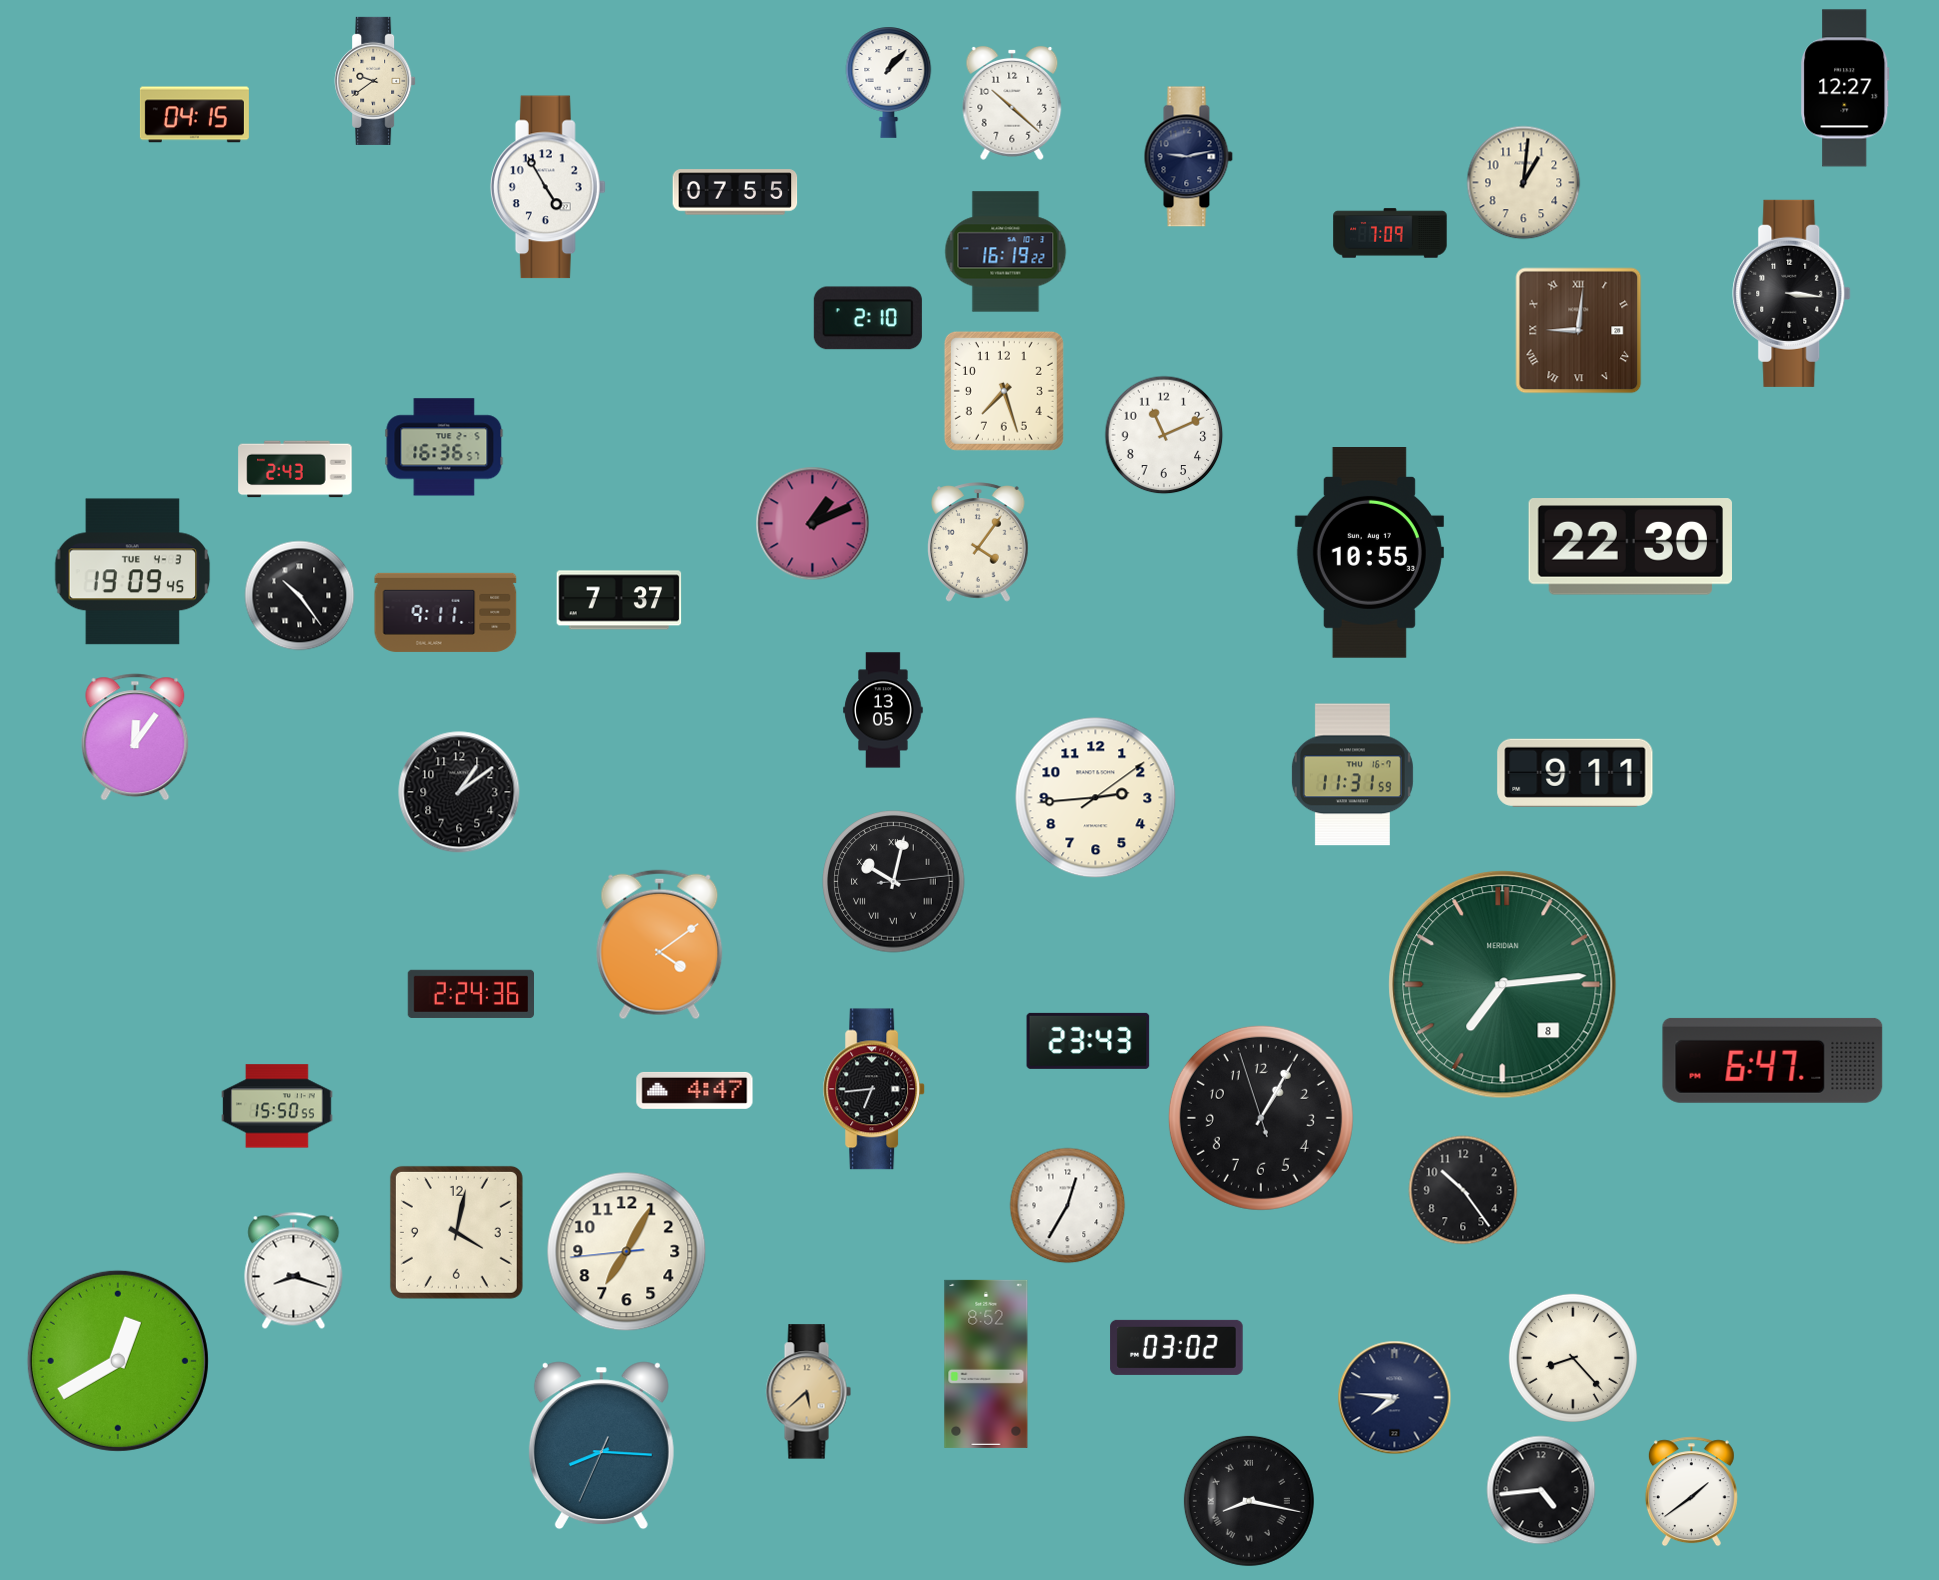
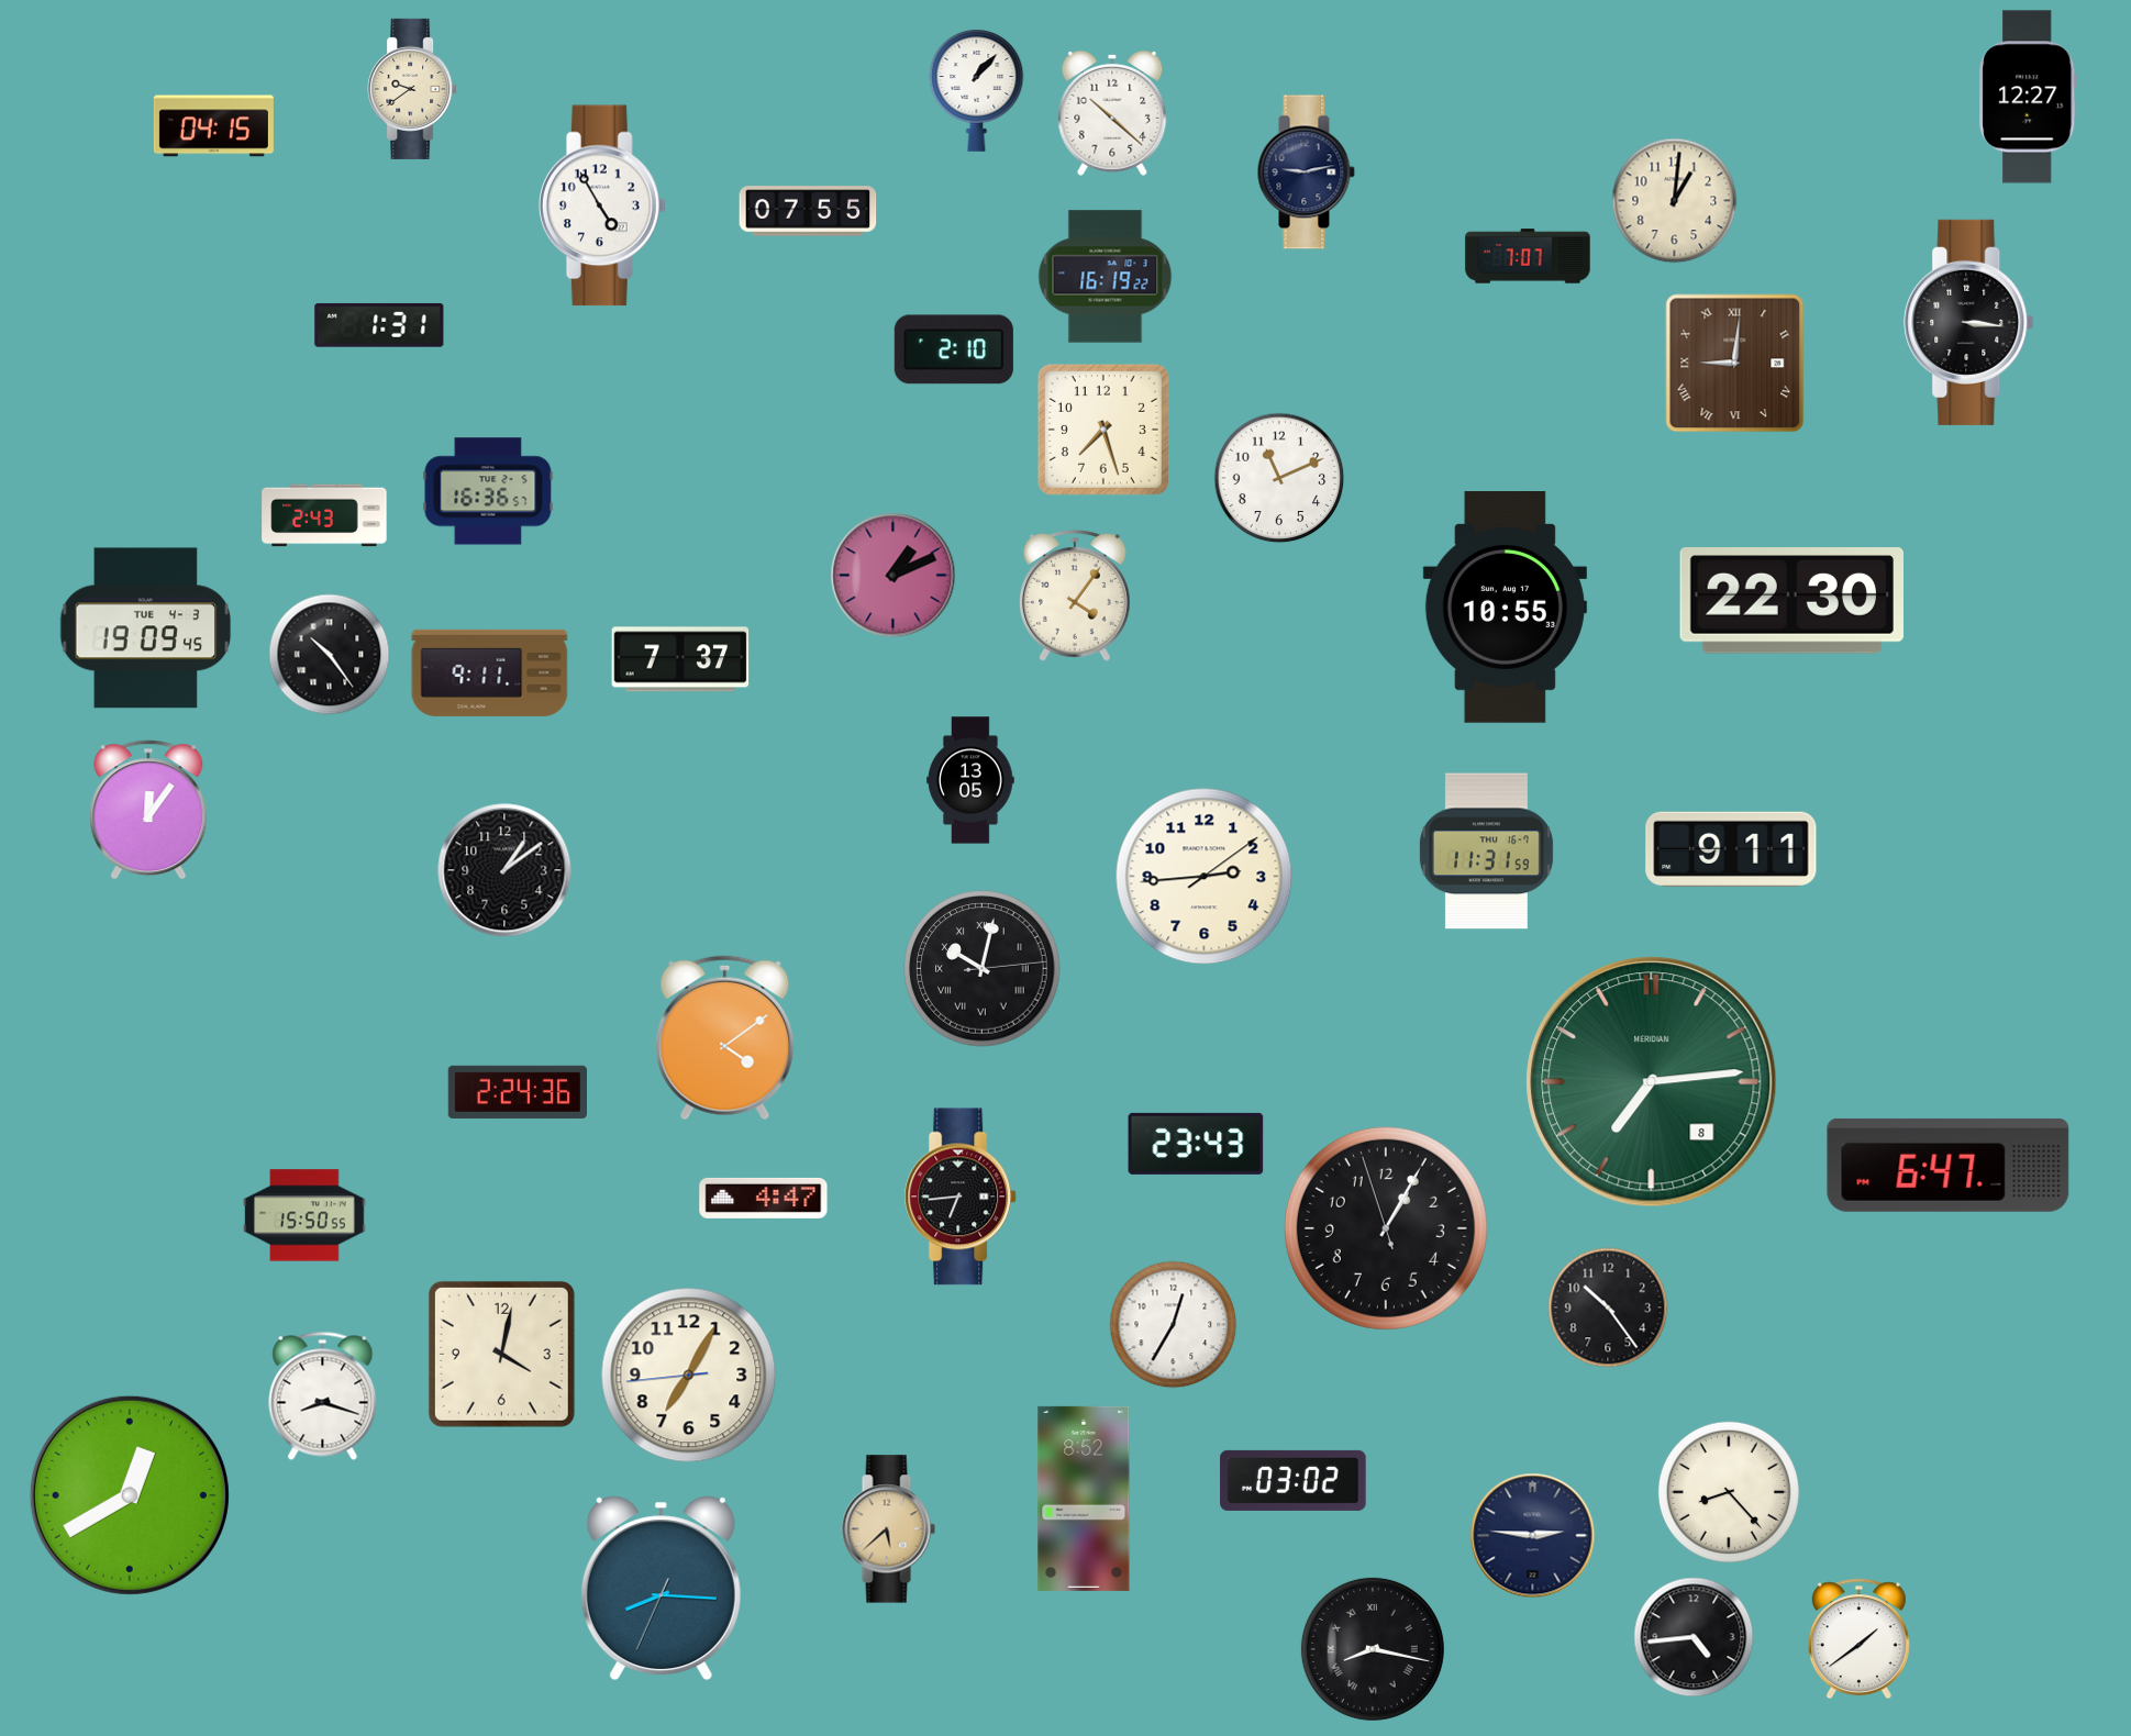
clock at (1390, 233): 7:09 -> 7:07
clock at (379, 325): none -> 1:31
clock at (1395, 1398): 7:46 -> 2:46
